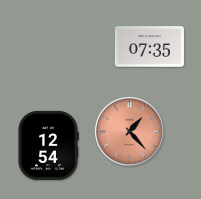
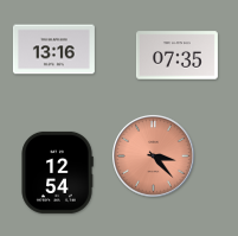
clock at (53, 50): none -> 13:16
clock at (130, 132): 1:23 -> 3:23
